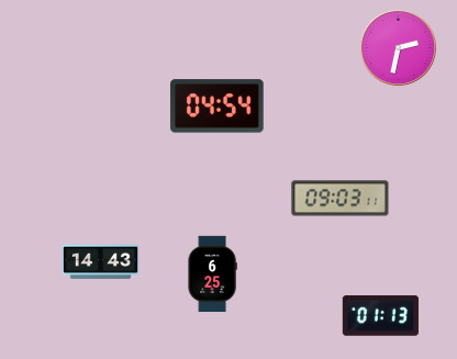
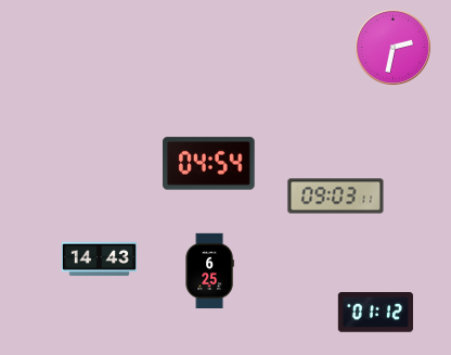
clock at (218, 106) position: (218, 106) -> (209, 164)
clock at (380, 316): 01:13 -> 01:12
